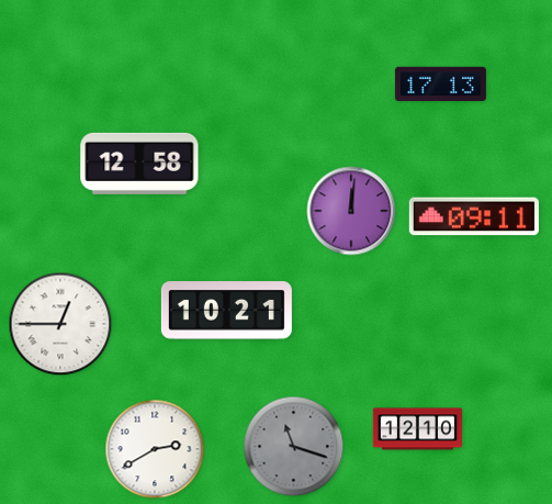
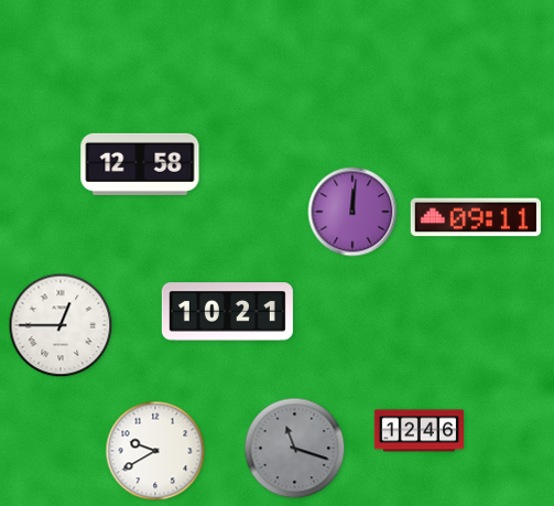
clock at (440, 85): 17:13 -> none
clock at (417, 429): 12:10 -> 12:46
clock at (155, 449): 2:40 -> 9:40
